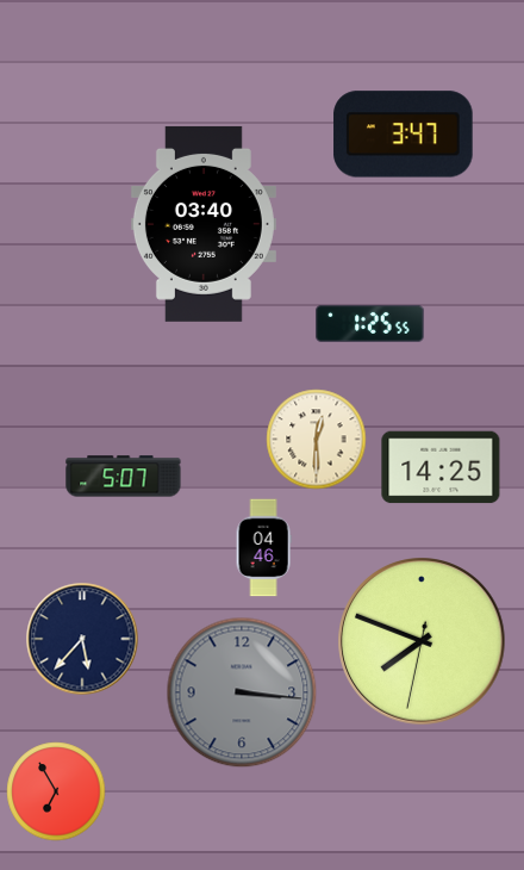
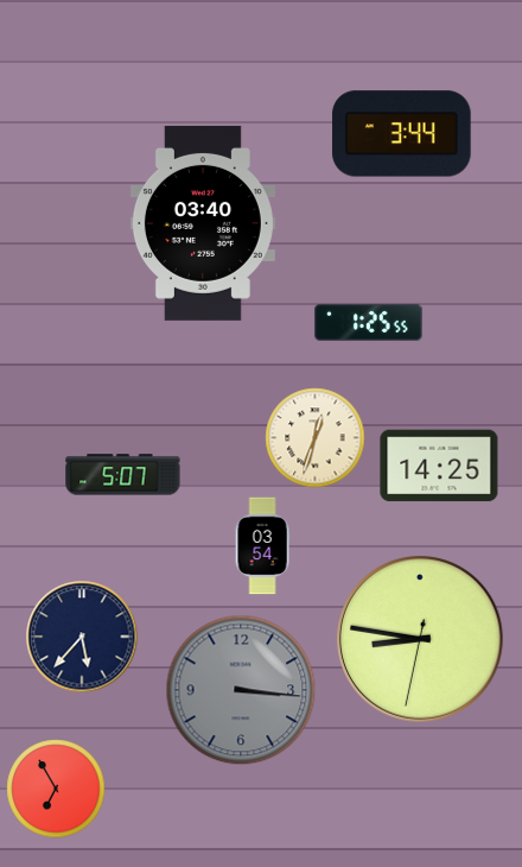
clock at (404, 135): 3:47 -> 3:44
clock at (317, 440): 12:30 -> 12:33
clock at (263, 548): 04:46 -> 03:54
clock at (422, 641): 7:48 -> 8:46
